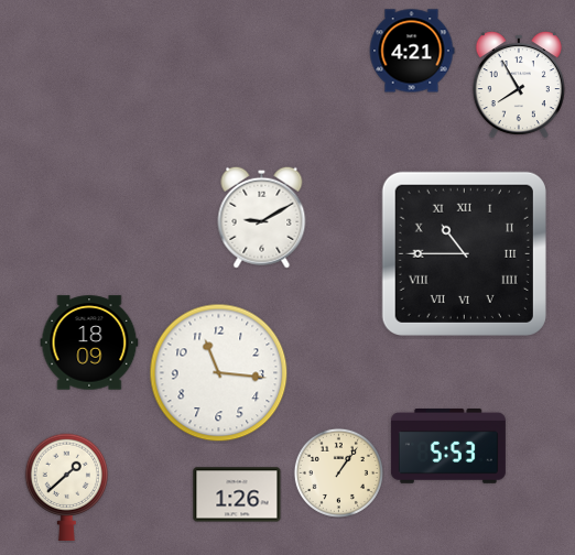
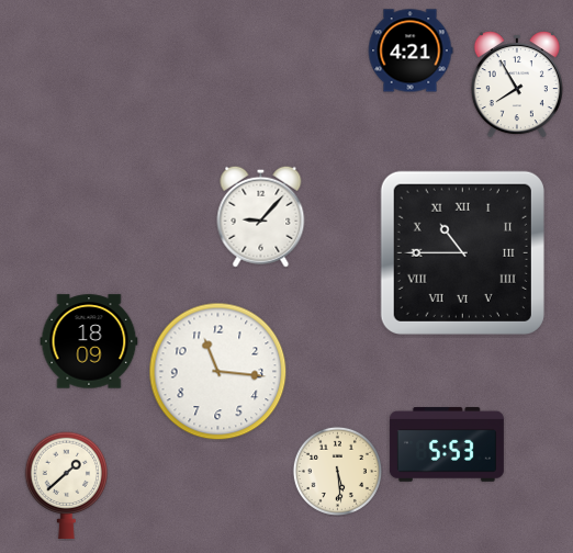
clock at (262, 217): 9:10 -> 9:07
clock at (338, 472): 1:06 -> 5:29
clock at (237, 494): 1:26 -> none
